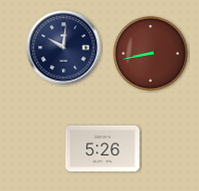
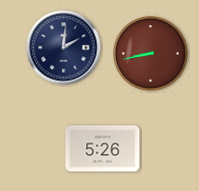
clock at (64, 48): 10:01 -> 2:01
